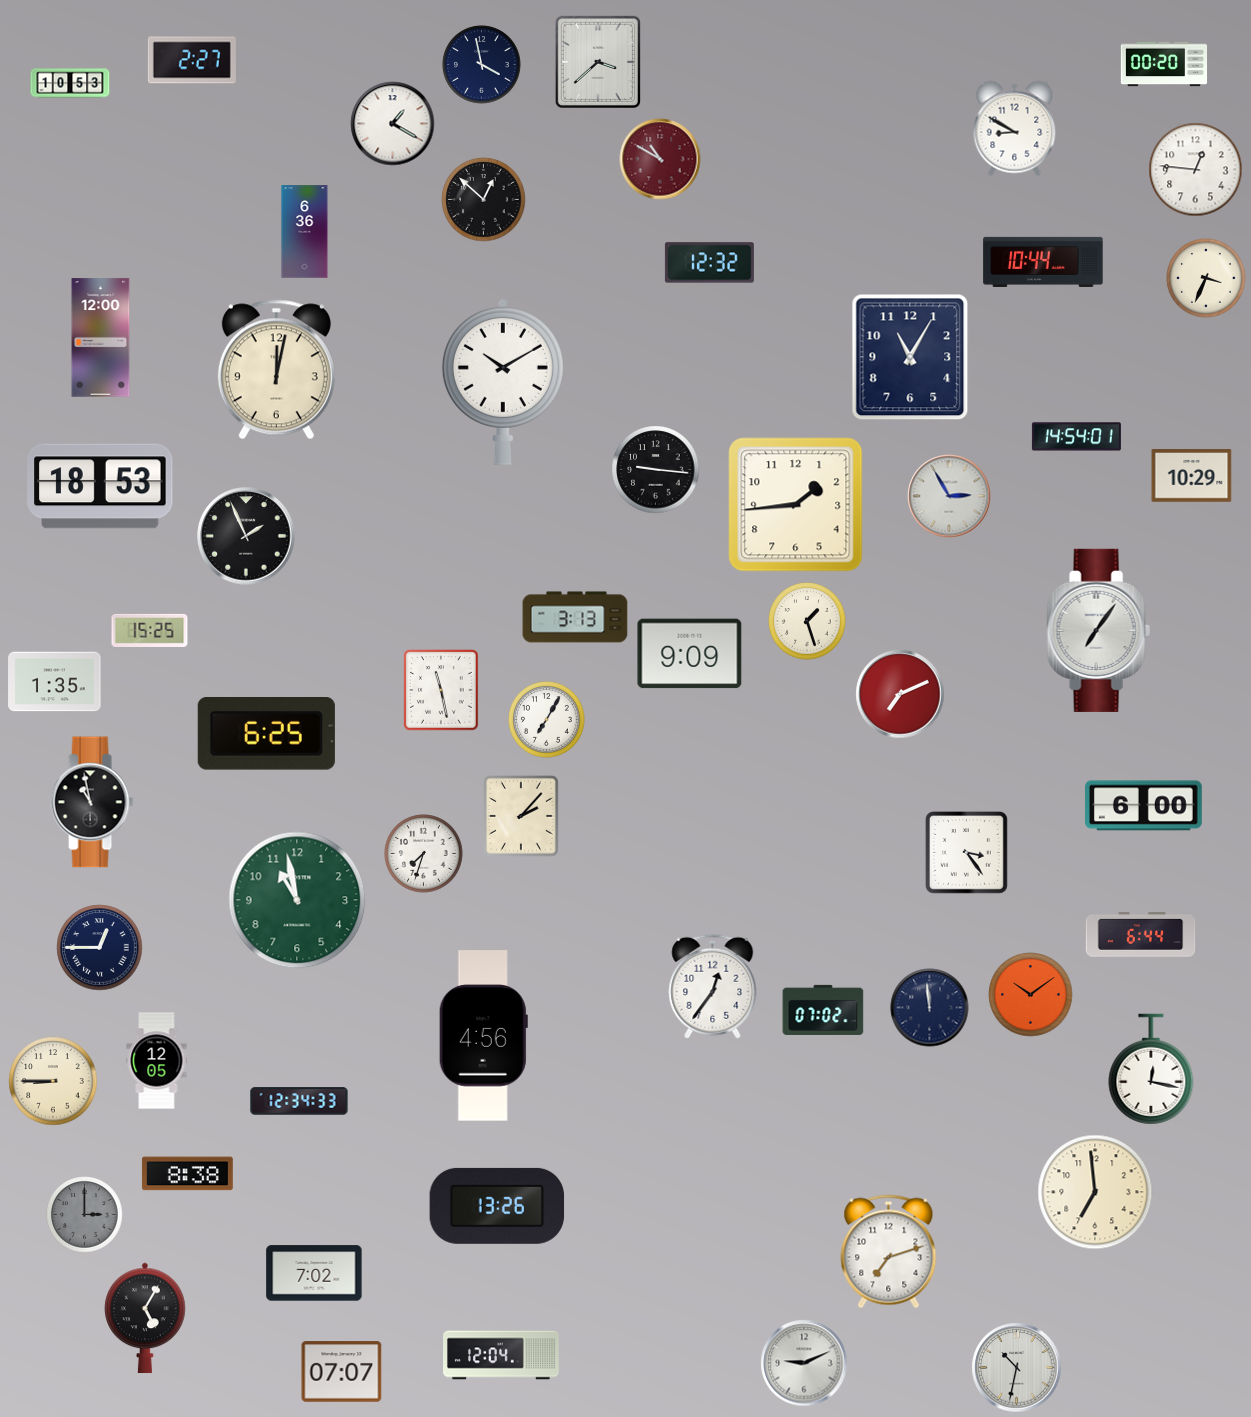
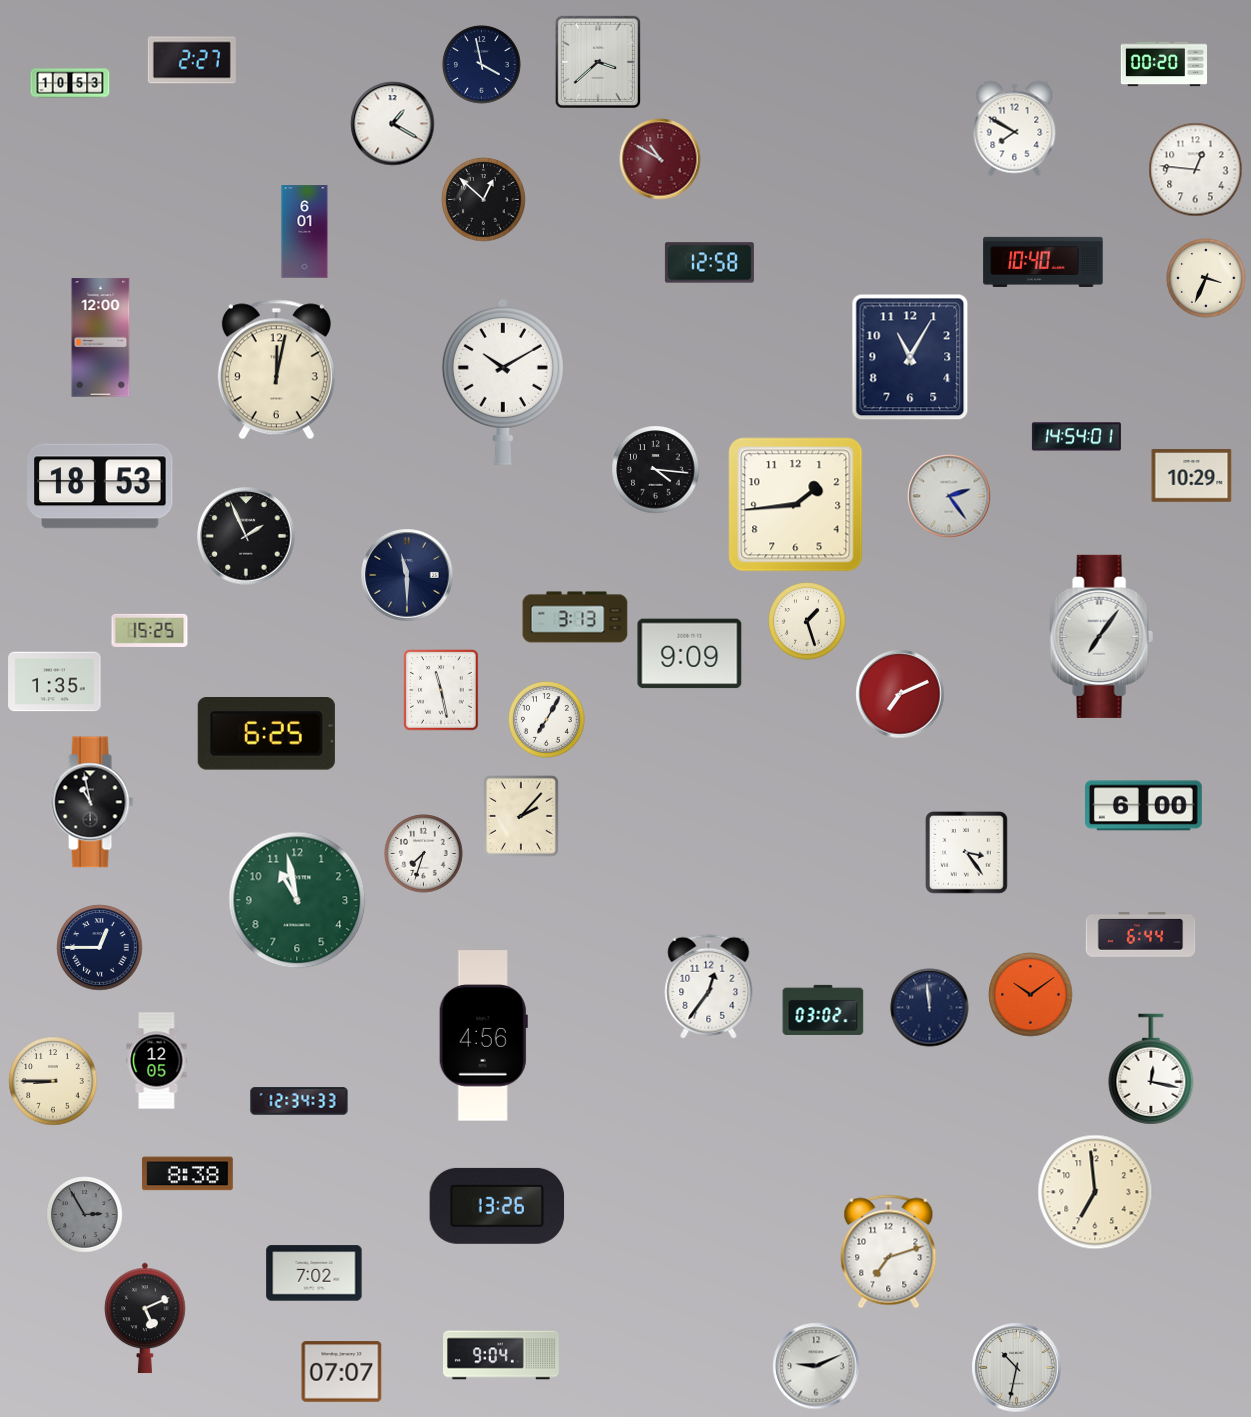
clock at (1015, 129): 8:50 -> 7:50
clock at (305, 232): 6:36 -> 6:01
clock at (1043, 262): 10:44 -> 10:40
clock at (709, 263): 12:32 -> 12:58
clock at (656, 470): 9:16 -> 4:16
clock at (949, 496): 2:55 -> 2:24
clock at (407, 575): none -> 11:30
clock at (1098, 630) position: (1098, 630) -> (1101, 636)
clock at (713, 986) position: (713, 986) -> (709, 986)
clock at (823, 1010): 07:02 -> 03:02
clock at (85, 1215): 3:00 -> 2:55
clock at (145, 1318): 5:05 -> 5:11
clock at (502, 1355): 12:04 -> 9:04
clock at (804, 1363) position: (804, 1363) -> (816, 1366)
